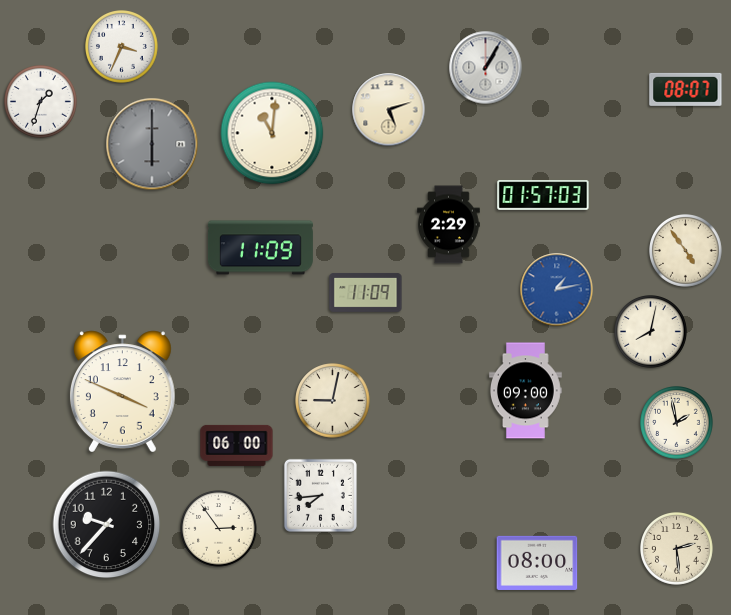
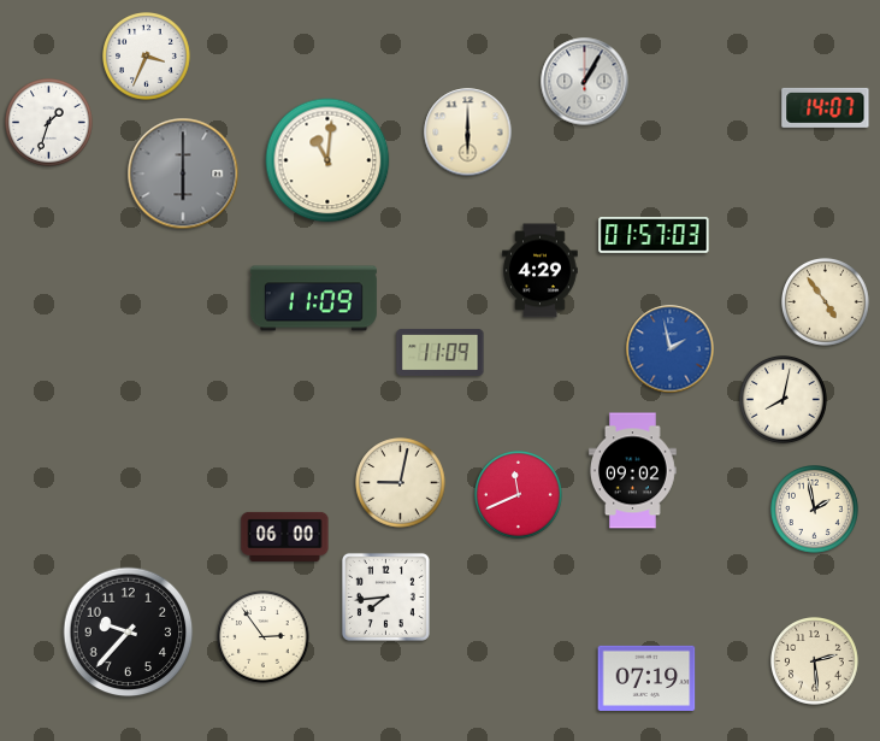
clock at (686, 89): 08:07 -> 14:07
clock at (389, 110): 5:12 -> 6:00
clock at (449, 225): 2:29 -> 4:29
clock at (557, 290): 1:13 -> 1:58
clock at (525, 391): 09:00 -> 09:02
clock at (122, 392): 3:49 -> none
clock at (519, 495): none -> 11:41
clock at (537, 562): 08:00 -> 07:19
